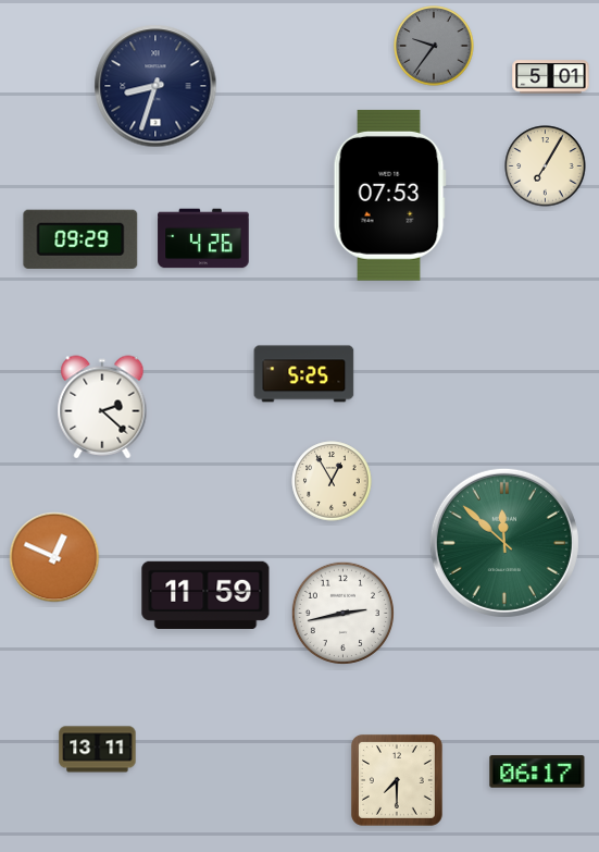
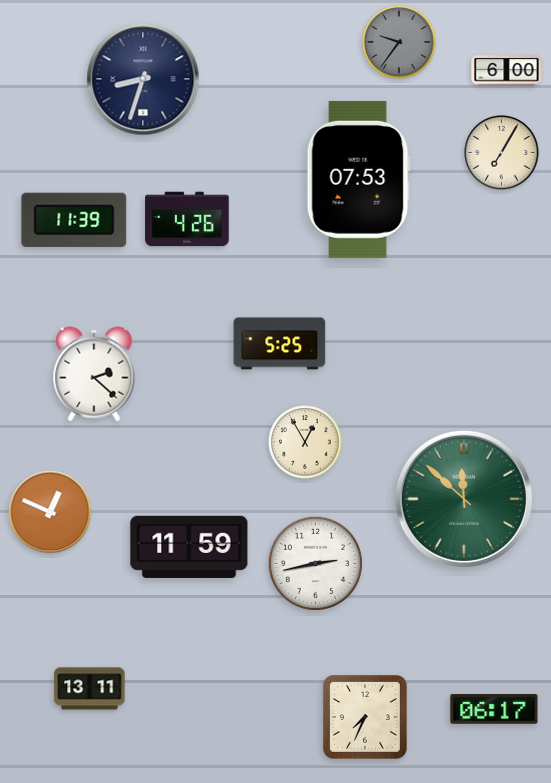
clock at (551, 77): 5:01 -> 6:00
clock at (80, 239): 09:29 -> 11:39
clock at (397, 780): 7:30 -> 7:34
